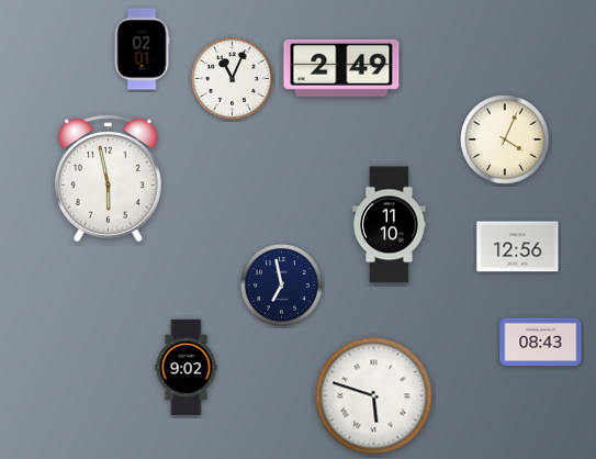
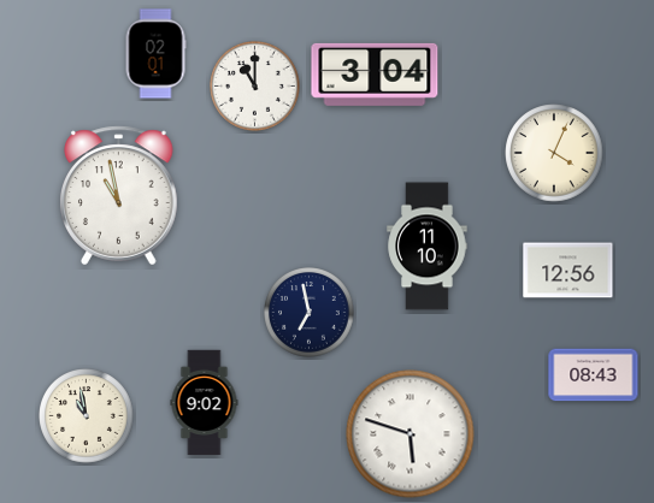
clock at (341, 68): 2:49 -> 3:04
clock at (233, 79): 11:04 -> 11:00
clock at (109, 179): 5:58 -> 10:58
clock at (87, 416): none -> 10:58
